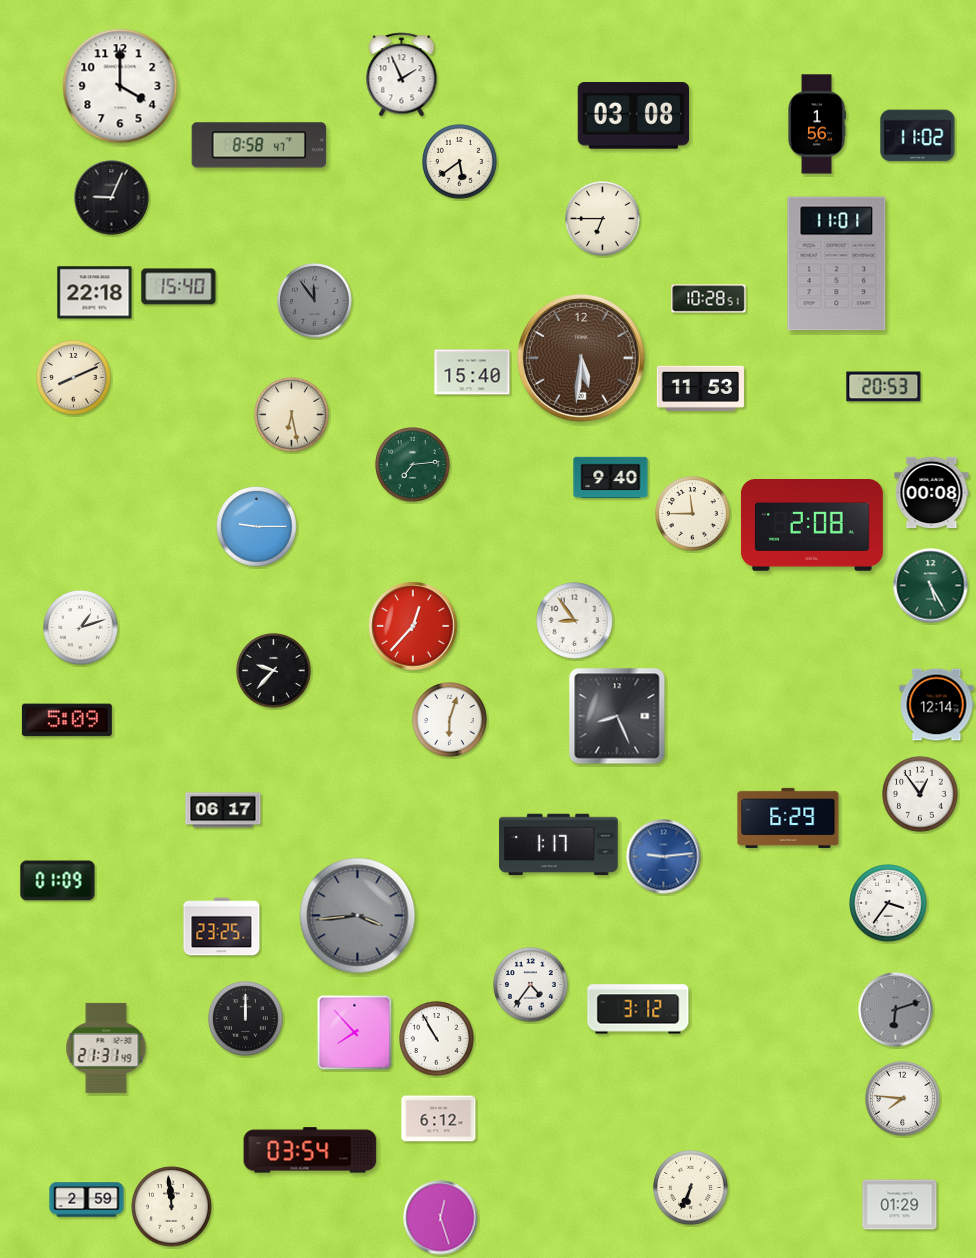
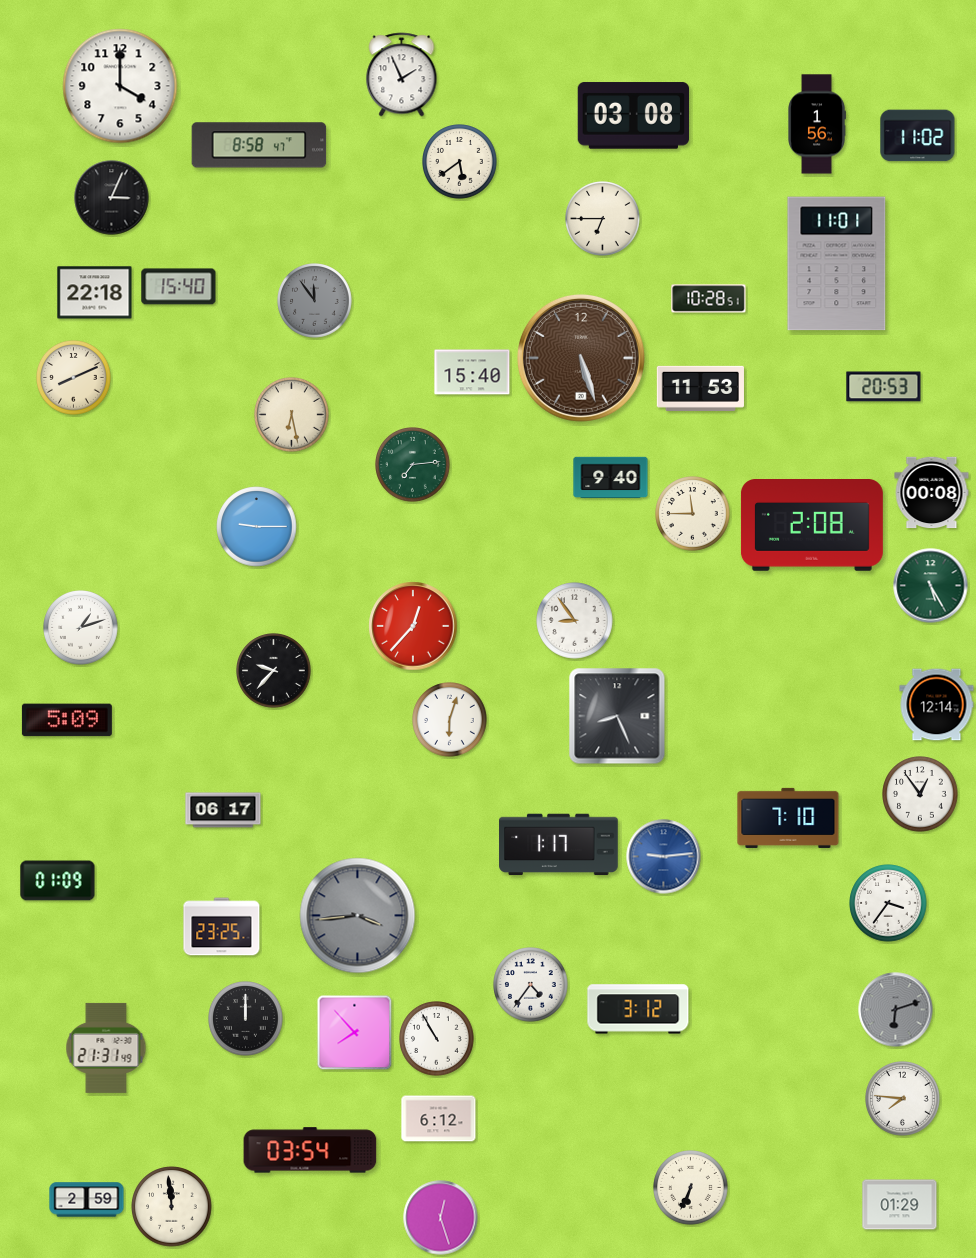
clock at (112, 198): 9:04 -> 3:04
clock at (581, 358): 5:31 -> 5:27
clock at (788, 818): 6:29 -> 7:10
